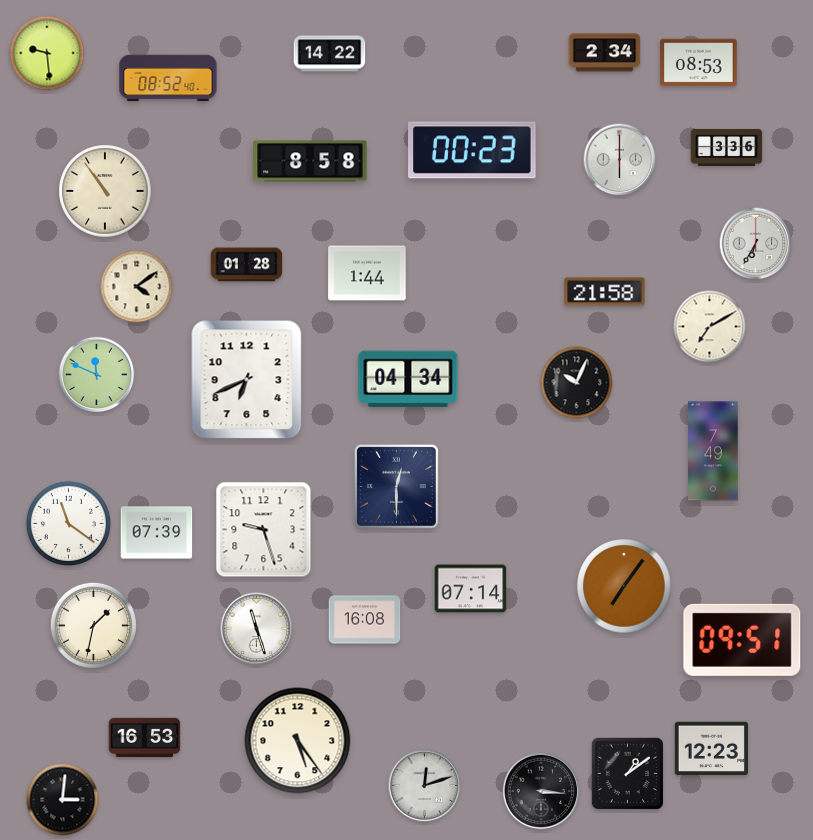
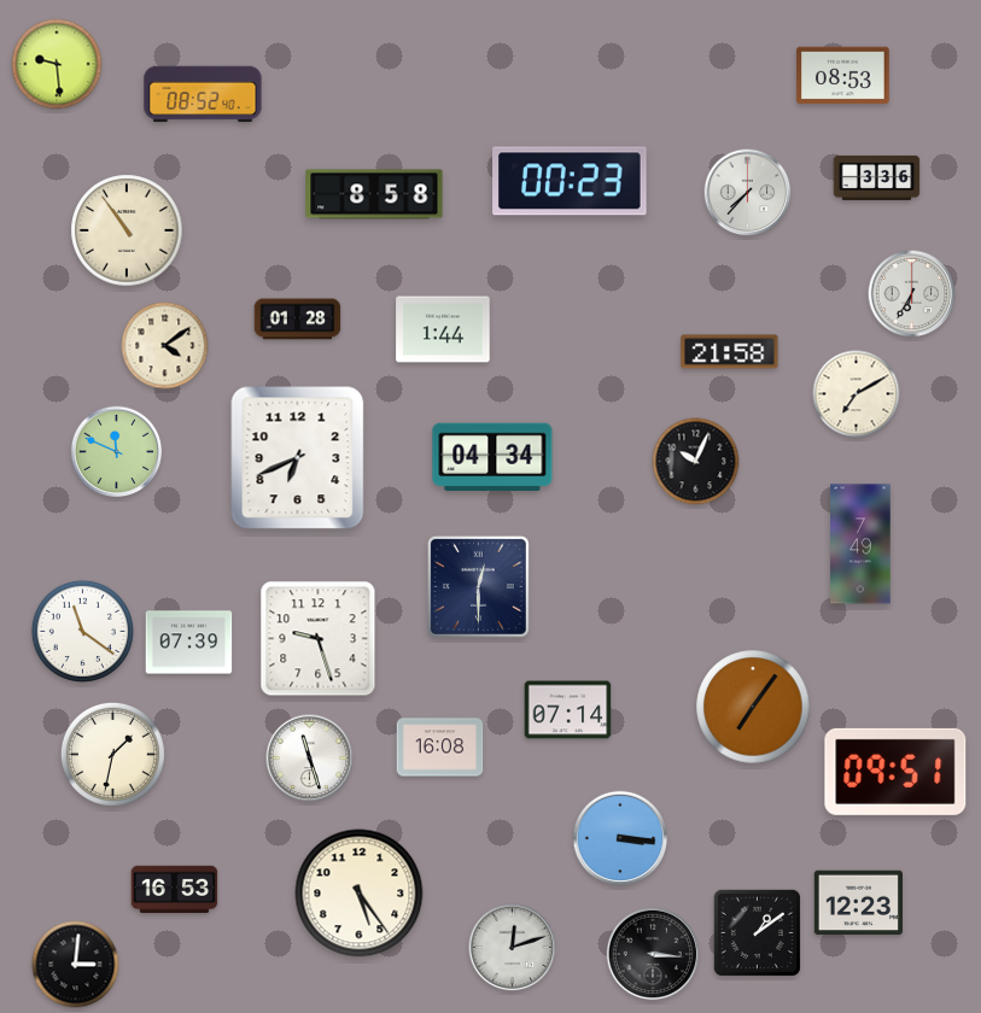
clock at (605, 53): 2:34 -> none
clock at (330, 54): 14:22 -> none
clock at (620, 160): 6:00 -> 7:37
clock at (620, 838): none -> 3:16
